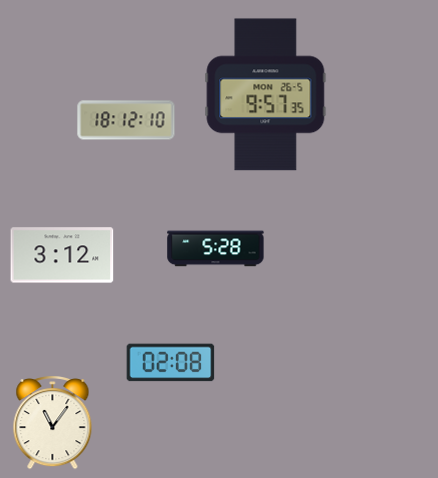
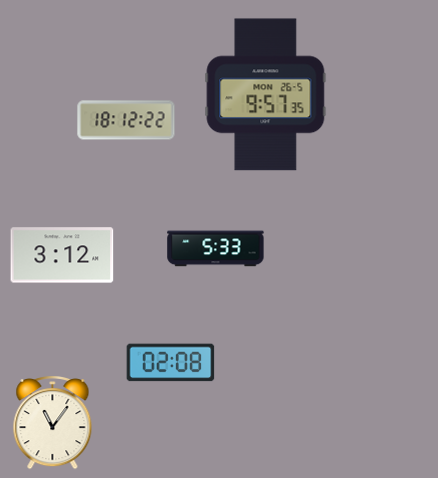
clock at (126, 120): 18:12:10 -> 18:12:22
clock at (216, 249): 5:28 -> 5:33
